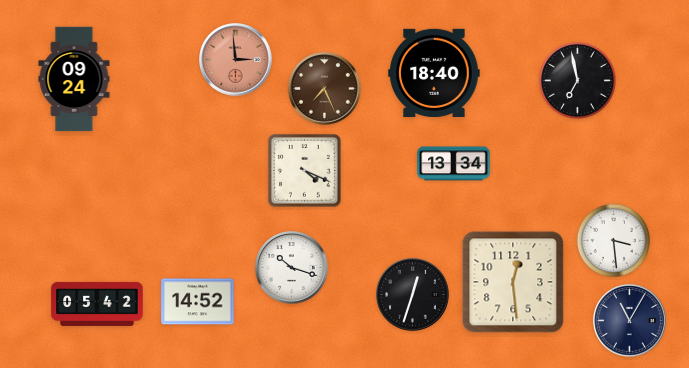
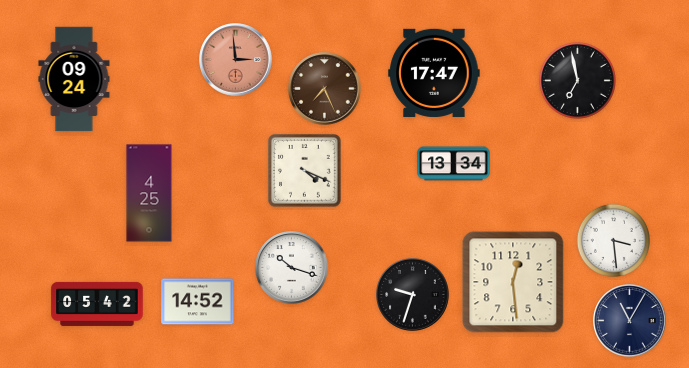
clock at (434, 72): 18:40 -> 17:47
clock at (149, 193): none -> 4:25
clock at (413, 295): 12:33 -> 9:33
